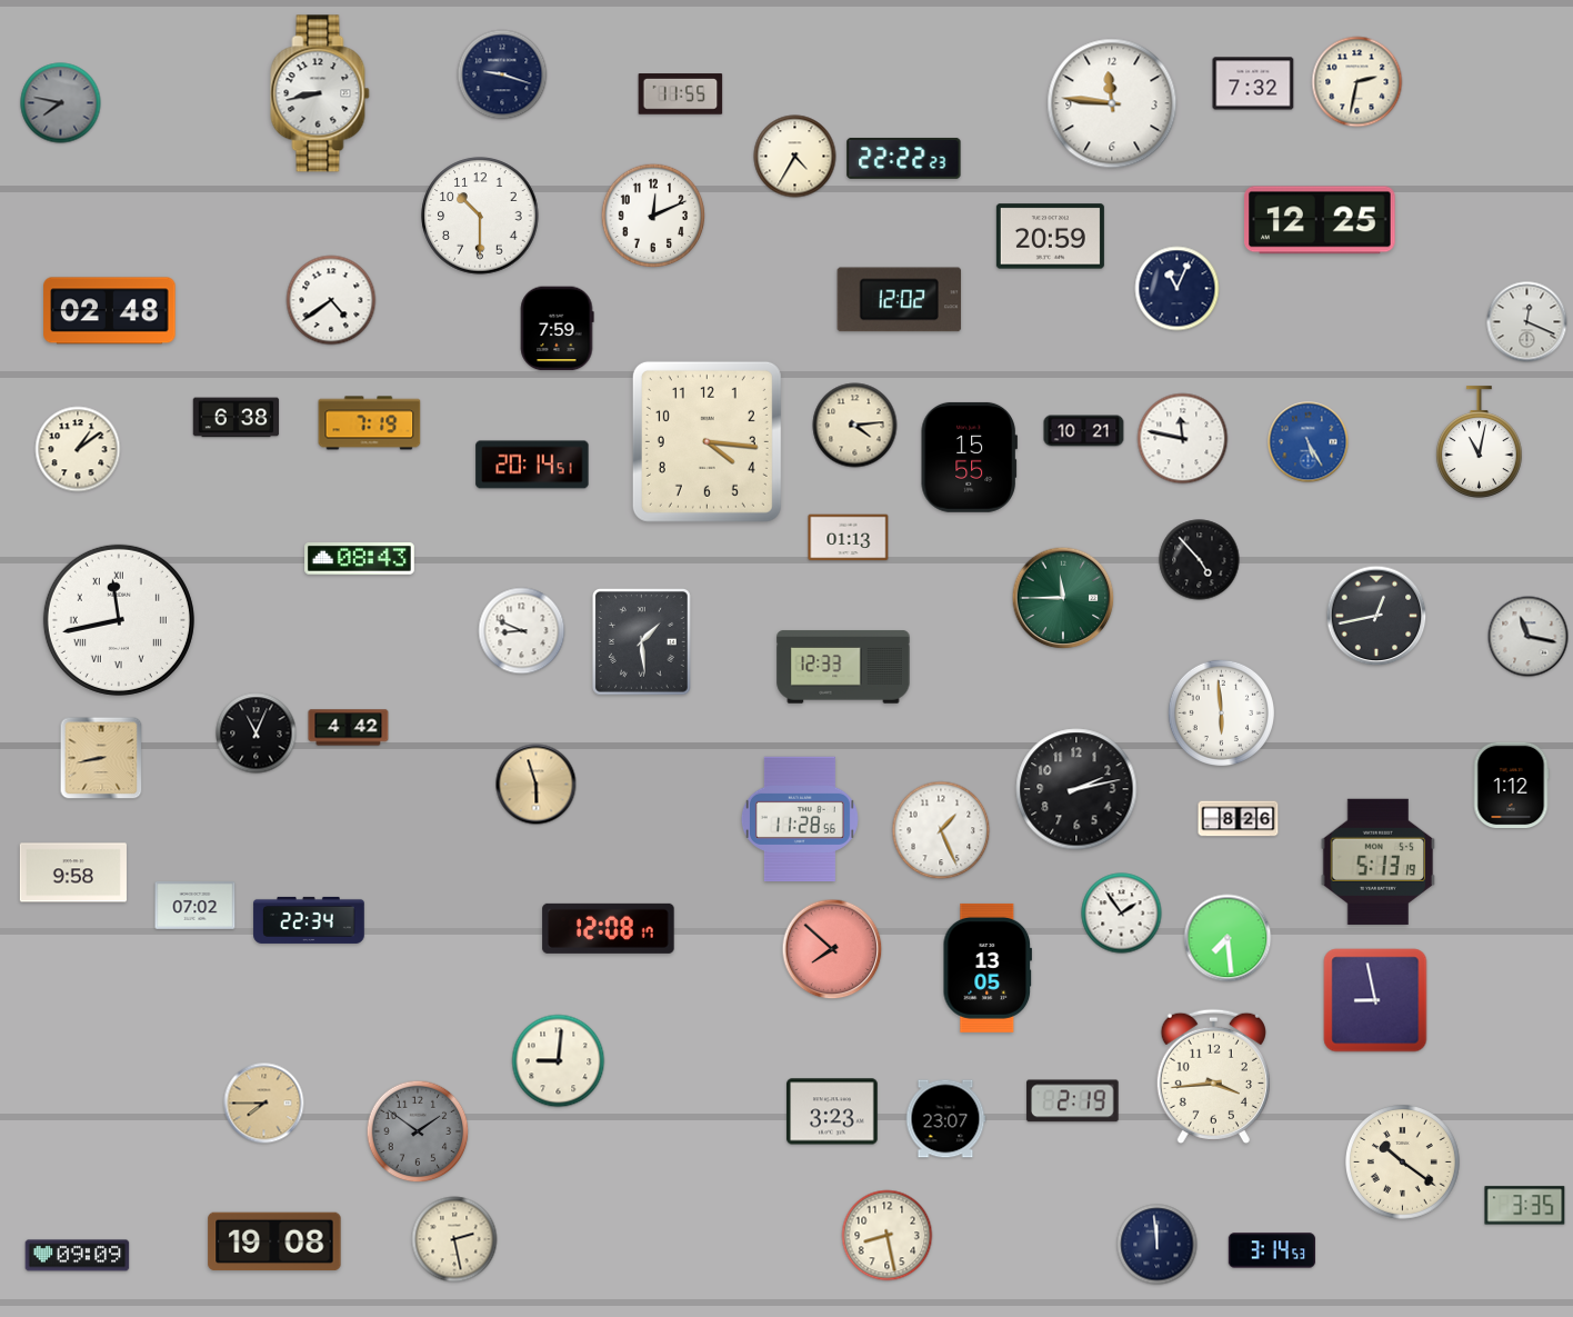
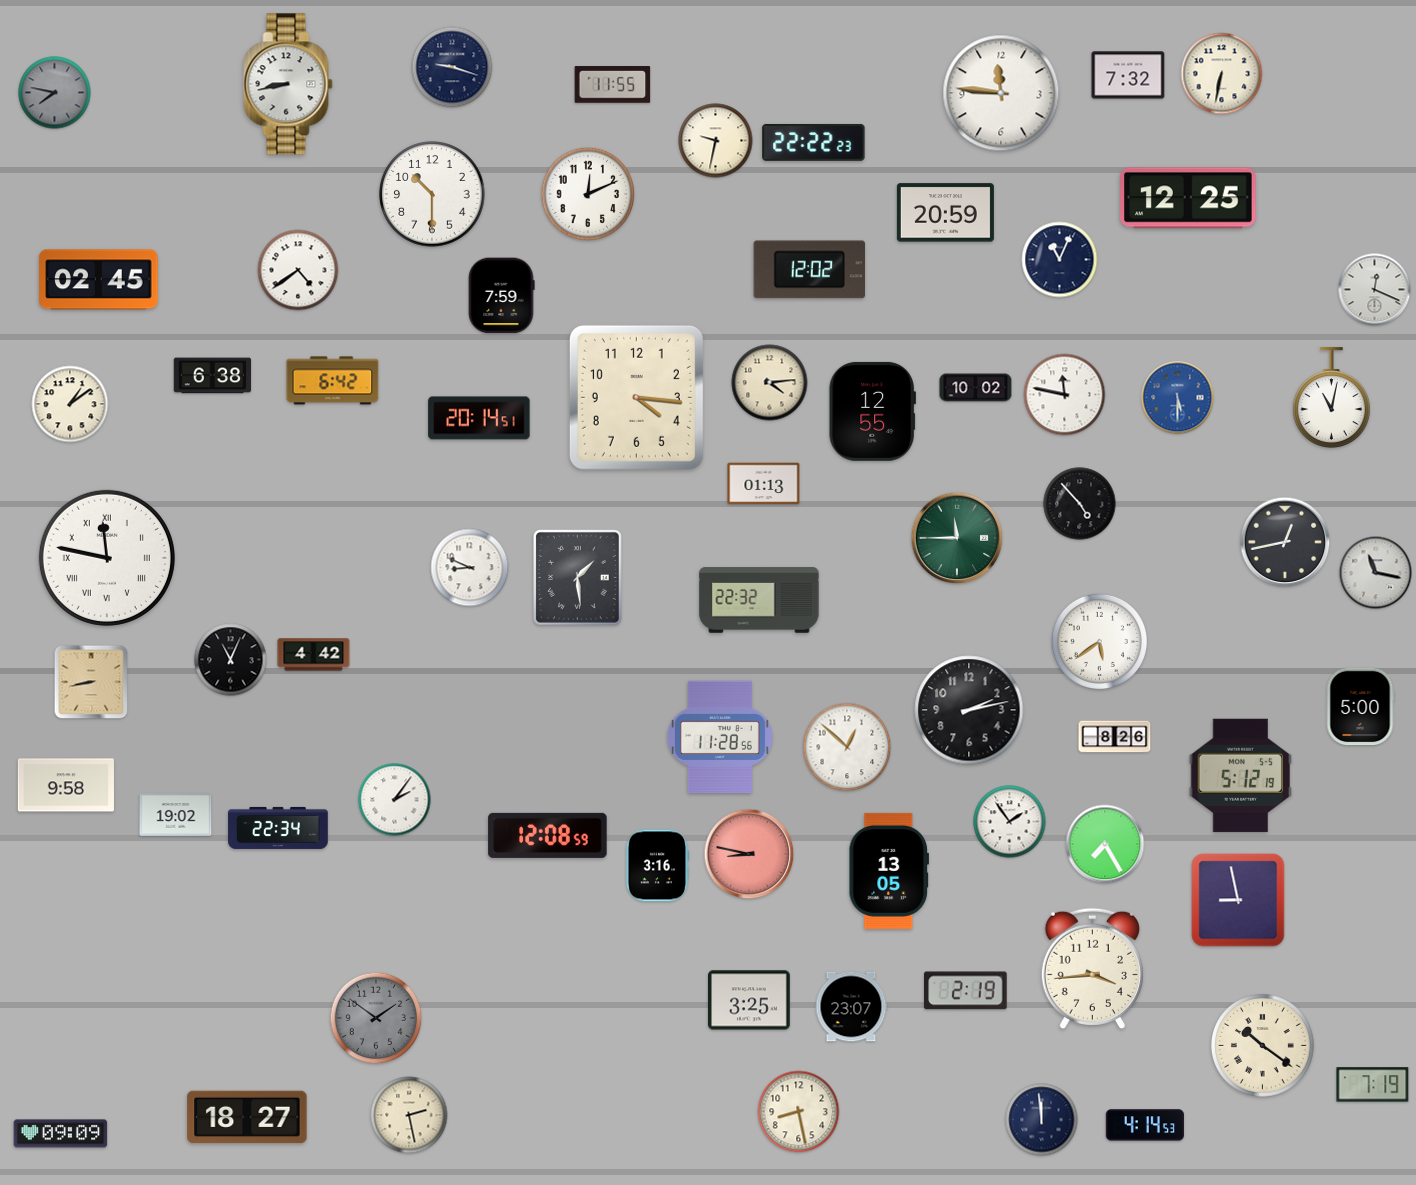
clock at (1357, 82): 2:32 -> 6:32
clock at (795, 157): 4:35 -> 9:32
clock at (110, 311): 02:48 -> 02:45
clock at (370, 423): 7:19 -> 6:42
clock at (1084, 431): 10:21 -> 10:02
clock at (1309, 442): 5:25 -> 5:30
clock at (969, 457): 15:55 -> 12:55
clock at (360, 559): 08:43 -> none
clock at (1376, 616) position: (1376, 616) -> (1285, 542)
clock at (119, 620): 11:43 -> 11:47
clock at (843, 667): 12:33 -> 22:32
clock at (1221, 712): 5:59 -> 5:39
clock at (537, 785): 5:57 -> none
clock at (1511, 786): 1:12 -> 5:00
clock at (941, 830): 1:26 -> 12:52
clock at (1379, 861): 5:13 -> 5:12
clock at (395, 800): none -> 2:06
clock at (196, 906): 07:02 -> 19:02
clock at (609, 928): 12:08:17 -> 12:08:59
clock at (1228, 938): 7:29 -> 7:25
clock at (832, 949): 7:52 -> 8:47
clock at (657, 866): none -> 3:16
clock at (559, 1061): 9:01 -> none
clock at (264, 1104): 7:45 -> none
clock at (832, 1111): 3:23 -> 3:25
clock at (1525, 1206): 3:35 -> 7:19
clock at (274, 1241): 19:08 -> 18:27
clock at (1272, 1250): 3:14 -> 4:14
clock at (78, 1256) position: (78, 1256) -> (61, 1134)
